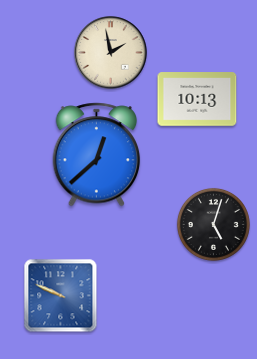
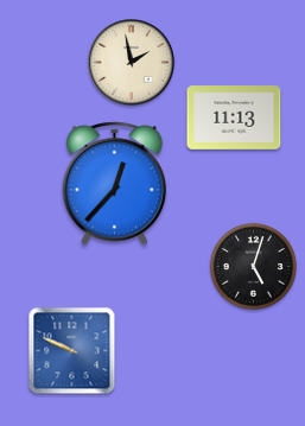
clock at (197, 99): 10:13 -> 11:13
clock at (97, 155): 12:38 -> 12:37
